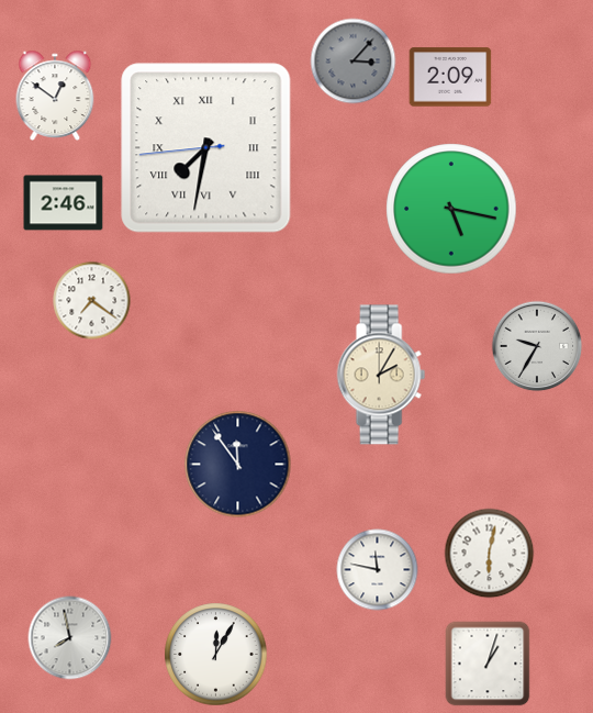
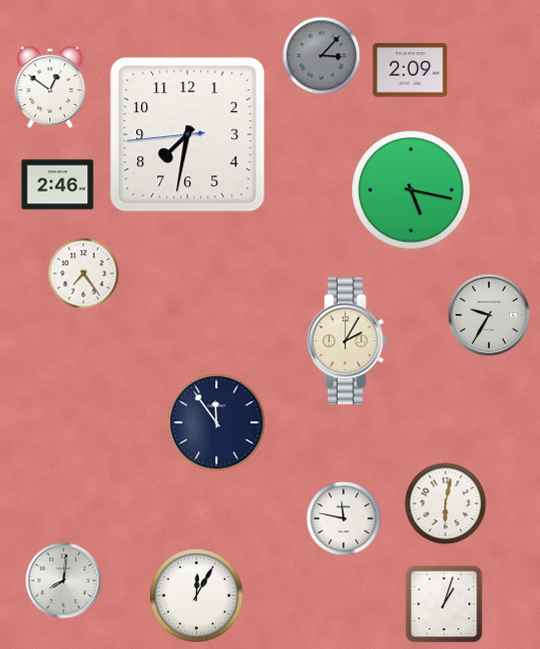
clock at (206, 148) numerals: Roman -> Arabic
clock at (92, 301): 7:21 -> 7:24
clock at (70, 638): 7:58 -> 8:01
